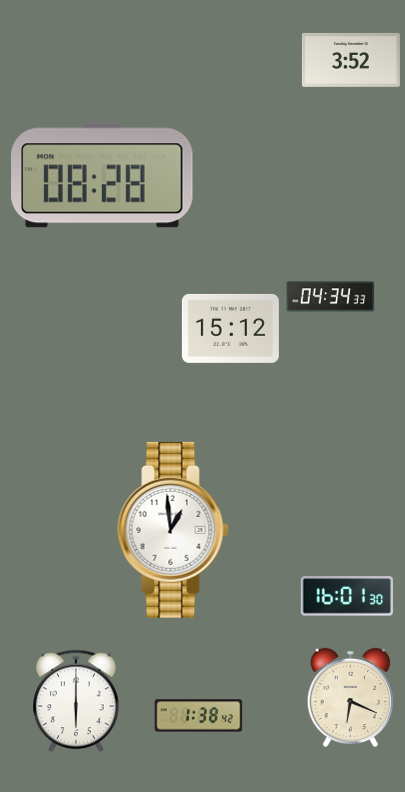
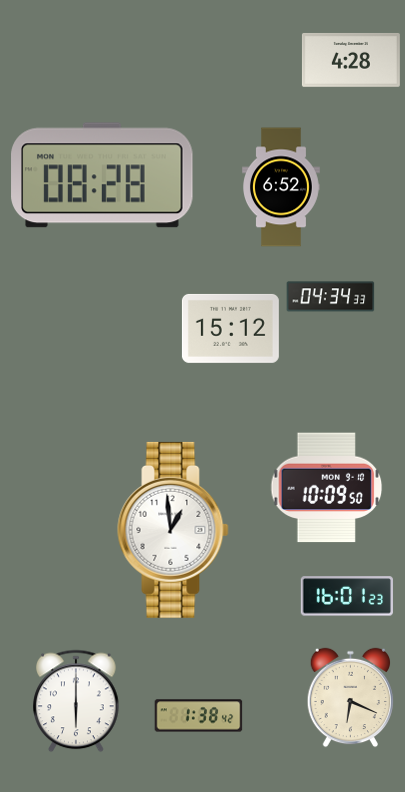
clock at (351, 60): 3:52 -> 4:28
clock at (282, 187): none -> 6:52
clock at (327, 488): none -> 10:09
clock at (347, 596): 16:01:30 -> 16:01:23
